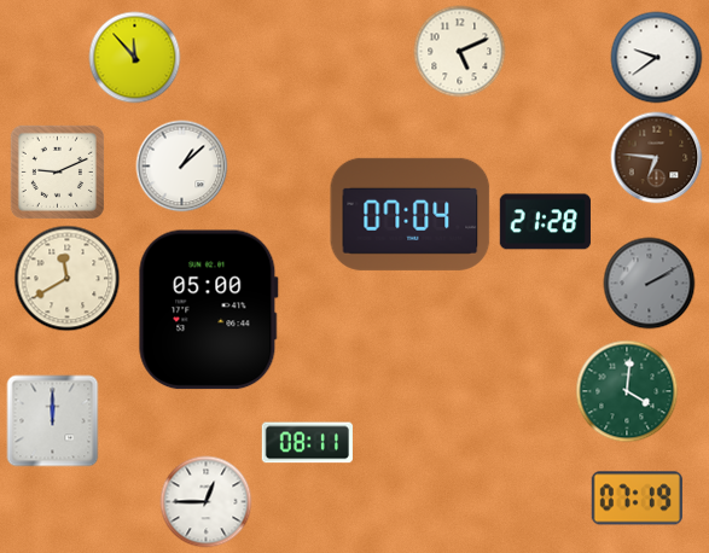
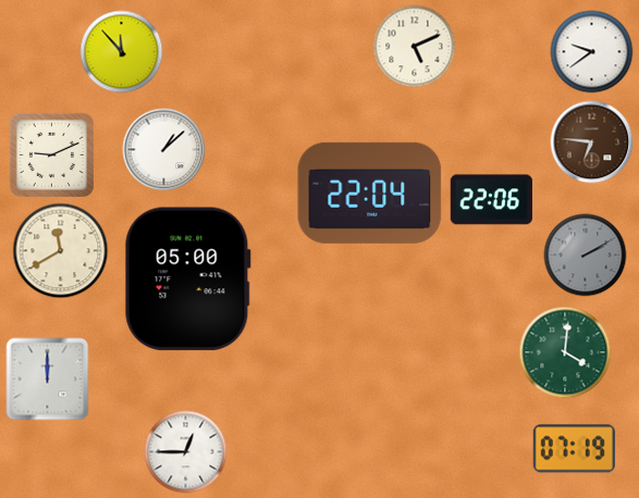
clock at (411, 214): 07:04 -> 22:04
clock at (545, 222): 21:28 -> 22:06
clock at (307, 443): 08:11 -> none
